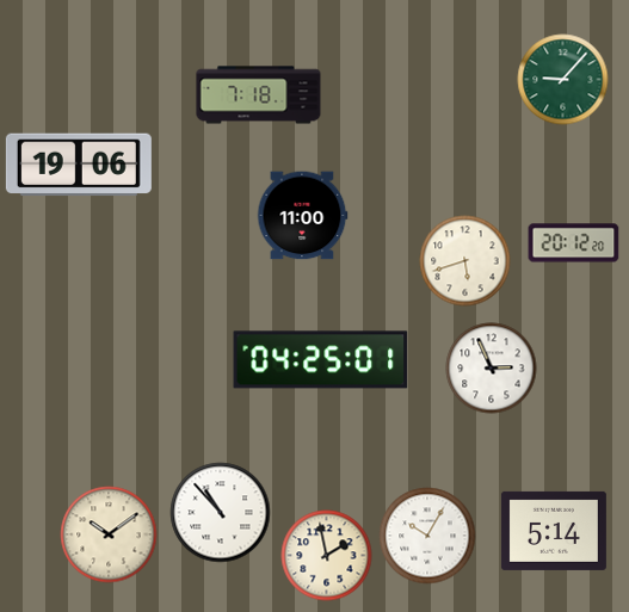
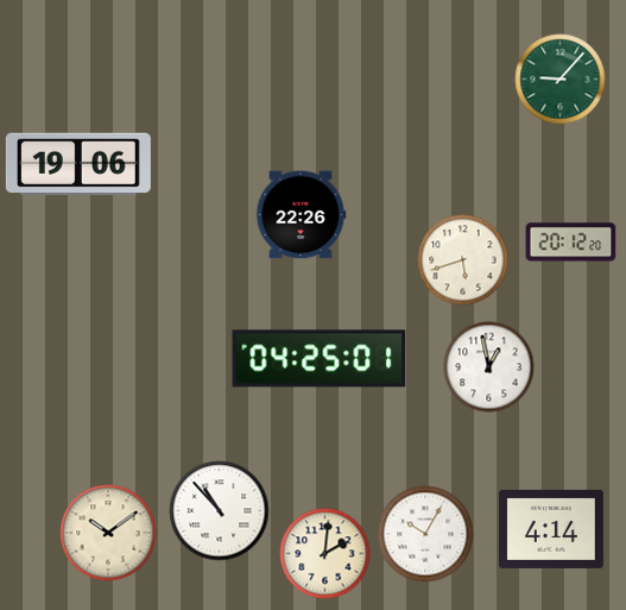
clock at (259, 95): 7:18 -> none
clock at (302, 216): 11:00 -> 22:26
clock at (492, 369): 2:56 -> 12:58
clock at (554, 531): 5:14 -> 4:14
clock at (327, 556): 1:58 -> 2:01
